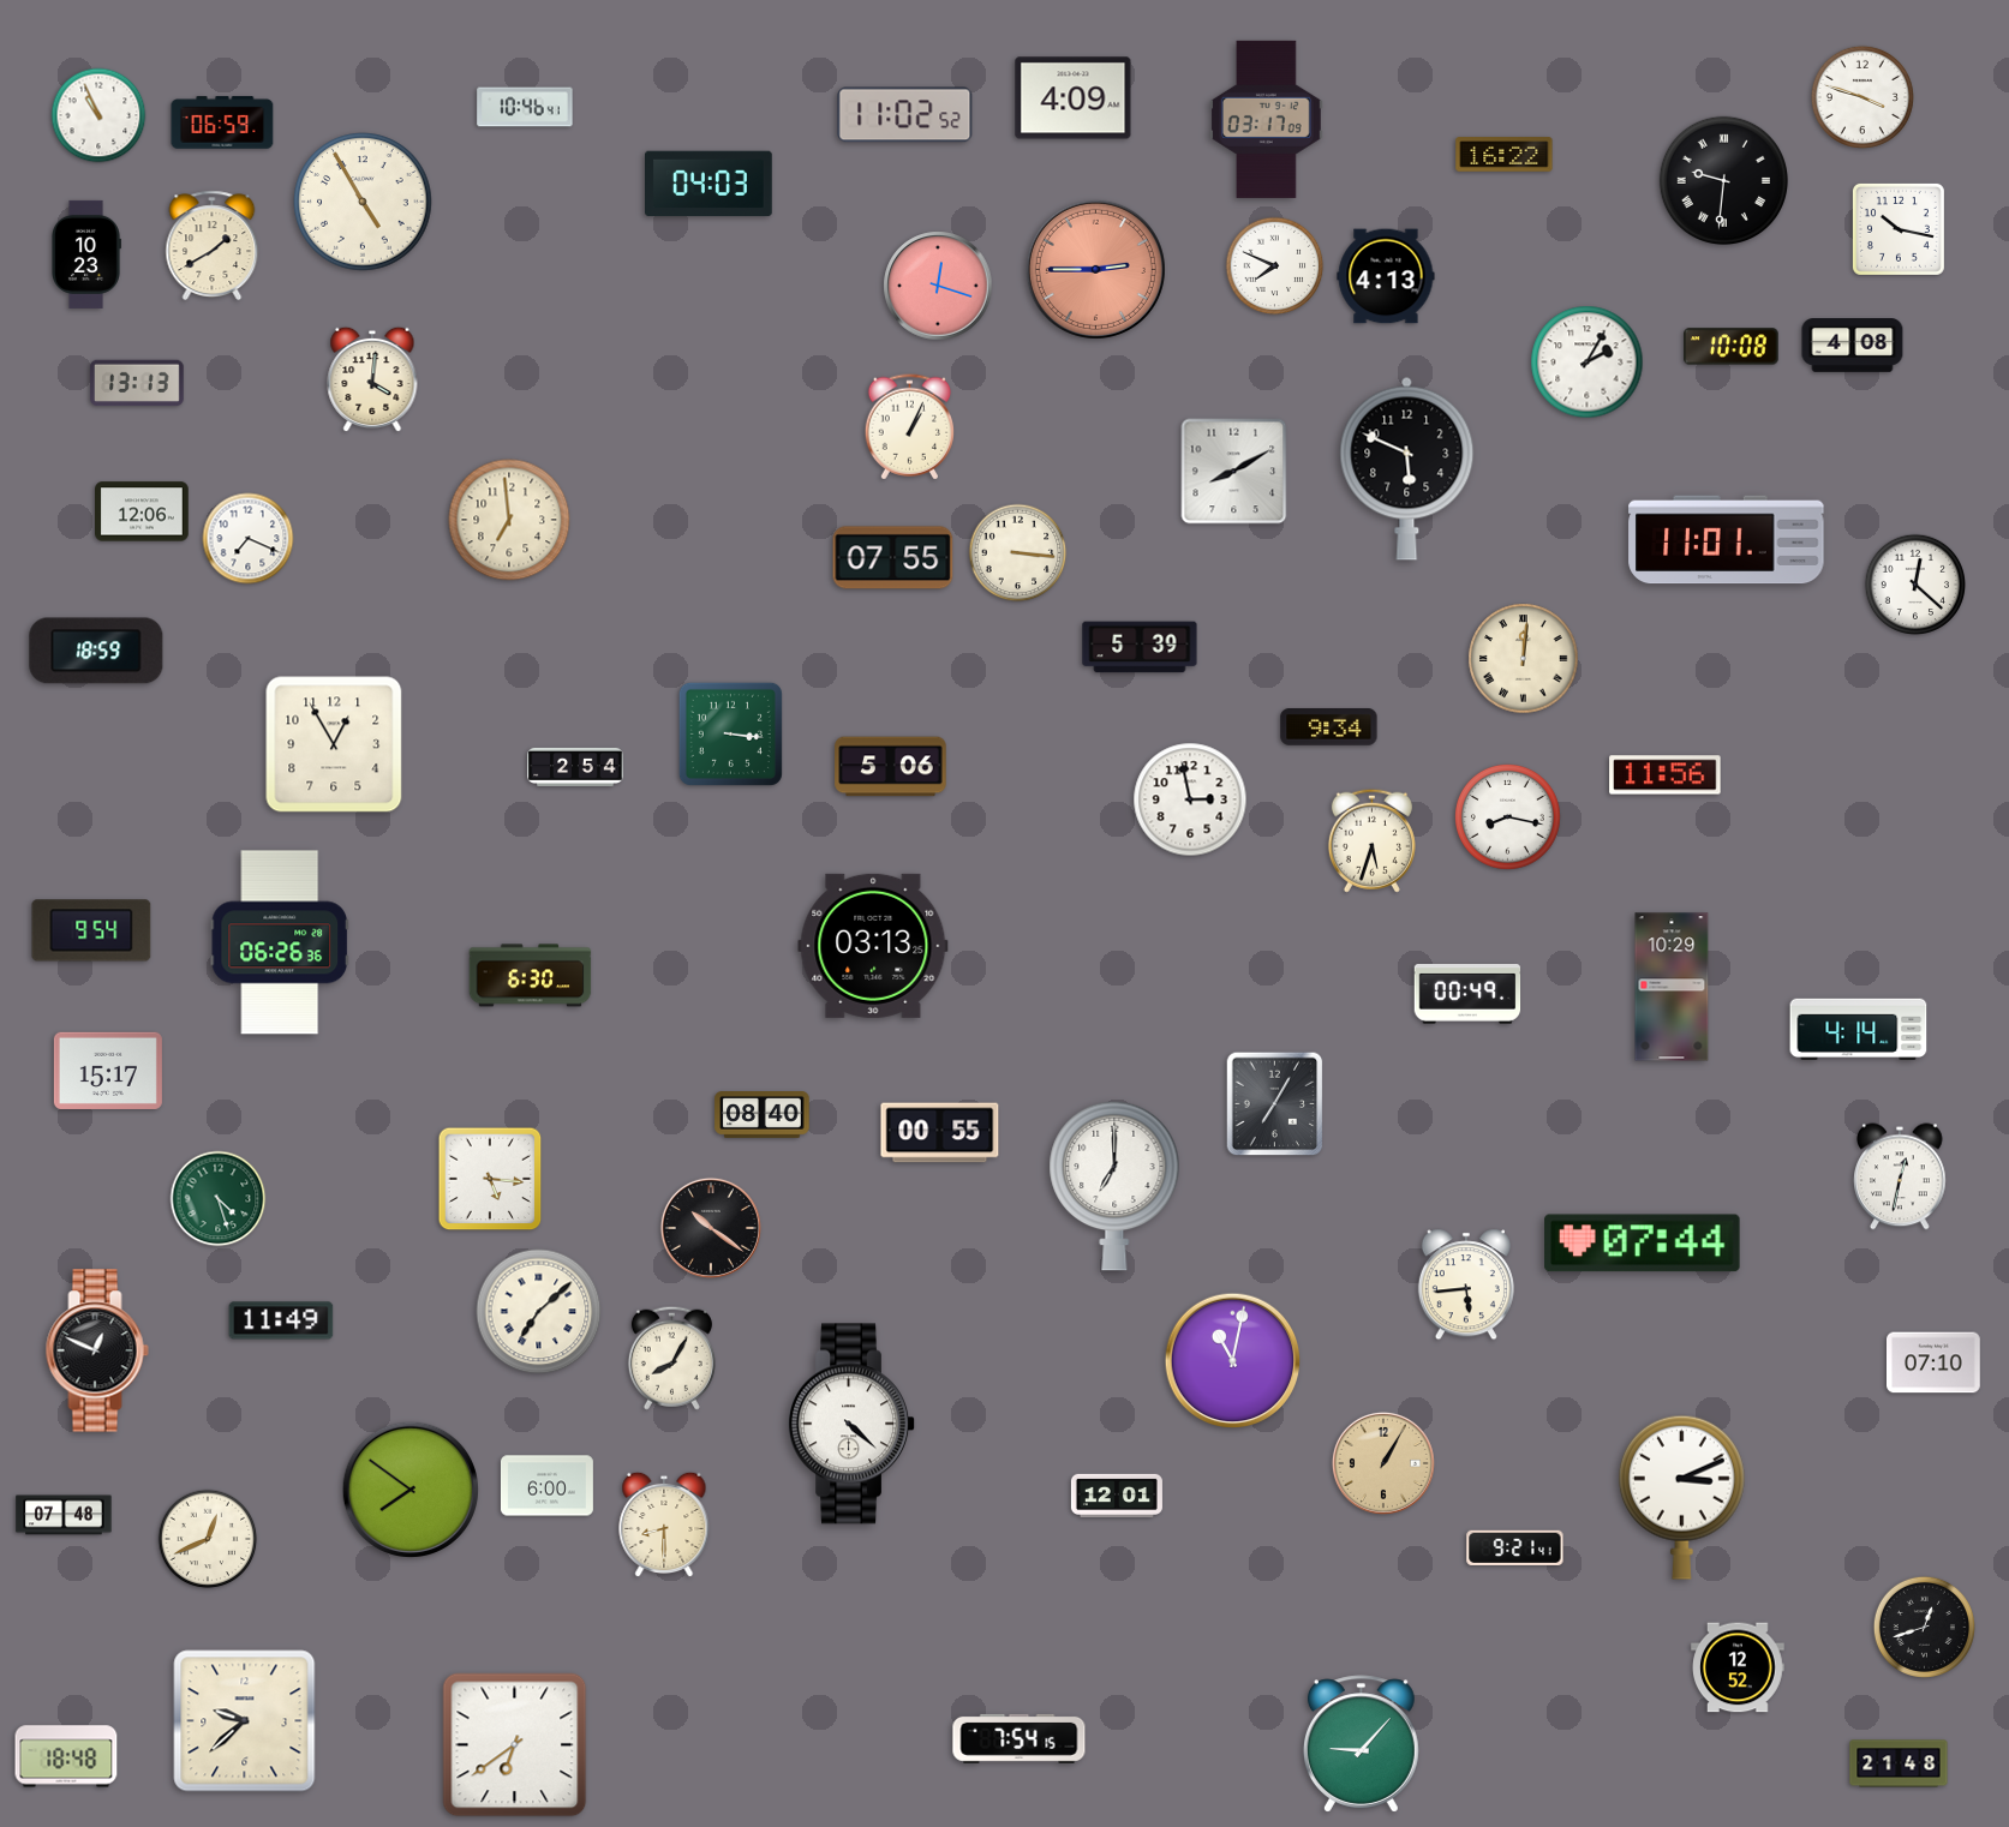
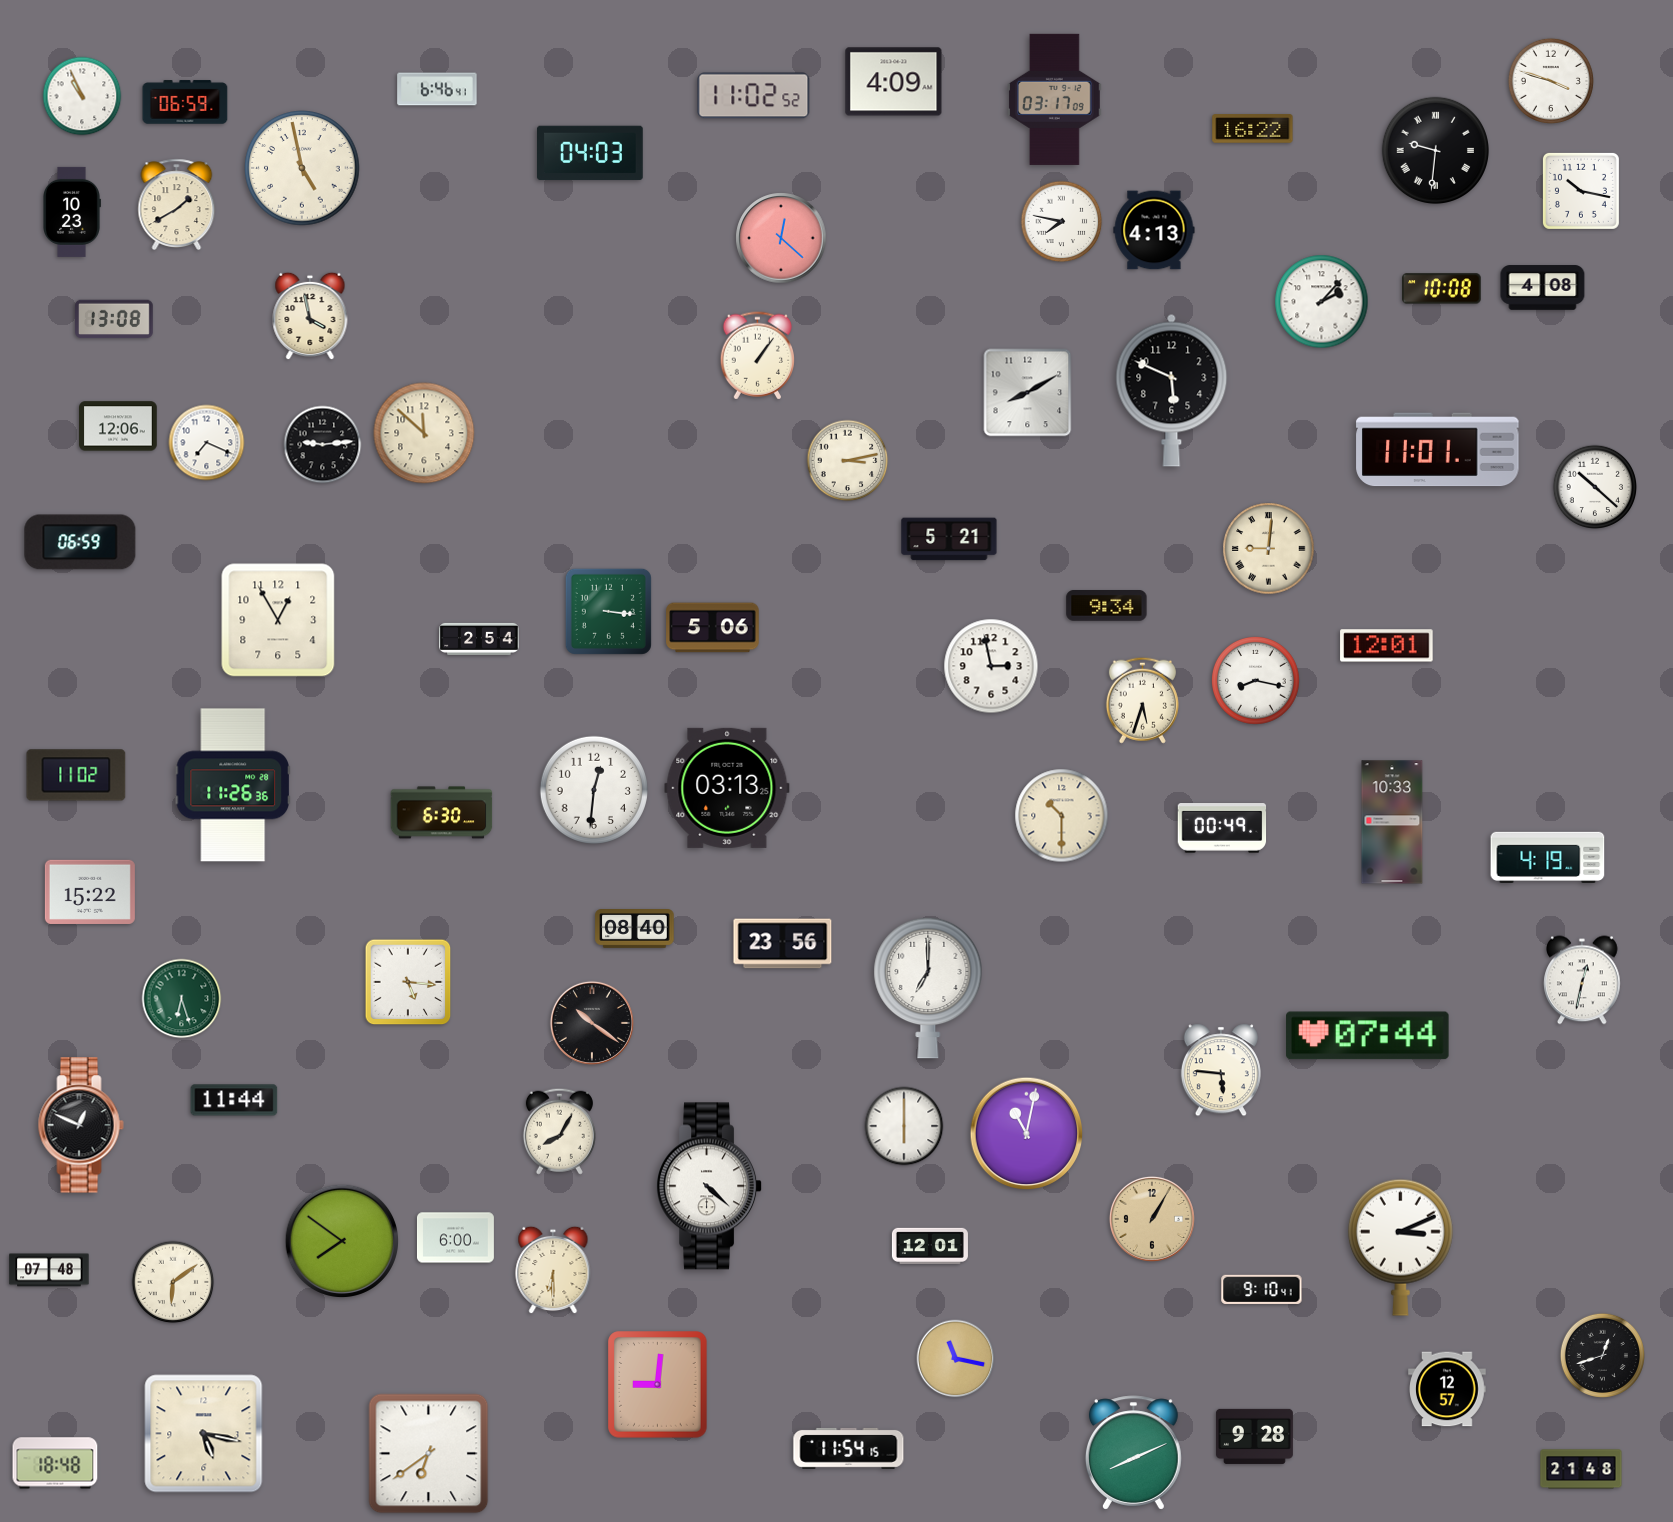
clock at (525, 107): 10:46 -> 6:46
clock at (363, 202): 4:55 -> 4:58
clock at (1275, 266): 7:49 -> 7:47
clock at (1095, 269): 2:45 -> none
clock at (938, 286): 12:18 -> 12:22
clock at (1588, 363): 2:05 -> 2:07
clock at (372, 379): 4:01 -> 3:58
clock at (138, 383): 13:13 -> 13:08
clock at (909, 427): 1:04 -> 1:06
clock at (509, 520): 6:59 -> 11:52
clock at (323, 445): none -> 9:14
clock at (249, 539) position: (249, 539) -> (207, 443)
clock at (1018, 553): 3:16 -> 3:13
clock at (893, 558): 07:55 -> none
clock at (1914, 583): 12:22 -> 10:22
clock at (1140, 647): 5:39 -> 5:21
clock at (96, 651): 18:59 -> 06:59
clock at (1524, 659): 12:01 -> 9:01
clock at (891, 767) position: (891, 767) -> (713, 628)
clock at (1666, 775): 11:56 -> 12:01
clock at (91, 930): 9:54 -> 11:02
clock at (280, 942): 06:26 -> 11:26
clock at (594, 790): none -> 12:31
clock at (1062, 816): none -> 10:30
clock at (1672, 987): 10:29 -> 10:33
clock at (1859, 1029): 4:14 -> 4:19
clock at (108, 1071): 15:17 -> 15:22
clock at (1275, 1104): 7:05 -> none
clock at (940, 1133): 00:55 -> 23:56
clock at (219, 1199): 4:27 -> 6:27
clock at (1466, 1284): 5:44 -> 5:46
clock at (539, 1312): 7:08 -> none
clock at (281, 1320): 11:49 -> 11:44
clock at (904, 1126): none -> 6:00
clock at (1935, 1362): 07:10 -> none
clock at (64, 1515) position: (64, 1515) -> (49, 1270)
clock at (664, 1525): 8:30 -> 6:30
clock at (208, 1539): 12:41 -> 6:09
clock at (1515, 1547): 9:21 -> 9:10
clock at (956, 1359): none -> 11:17
clock at (658, 1385): none -> 9:01
clock at (1739, 1667): 12:52 -> 12:57
clock at (245, 1721): 9:38 -> 5:17
clock at (1254, 1436): none -> 9:28
clock at (1020, 1738): 7:54 -> 11:54
clock at (1361, 1744): 9:07 -> 8:11
